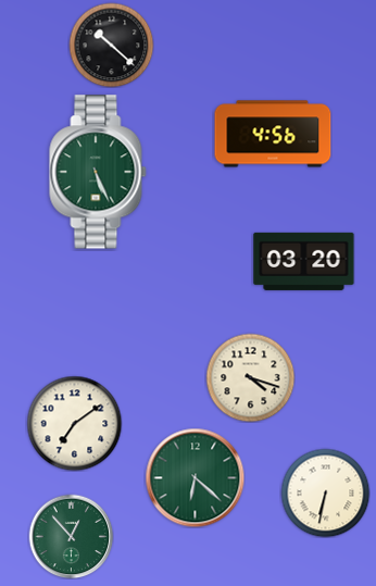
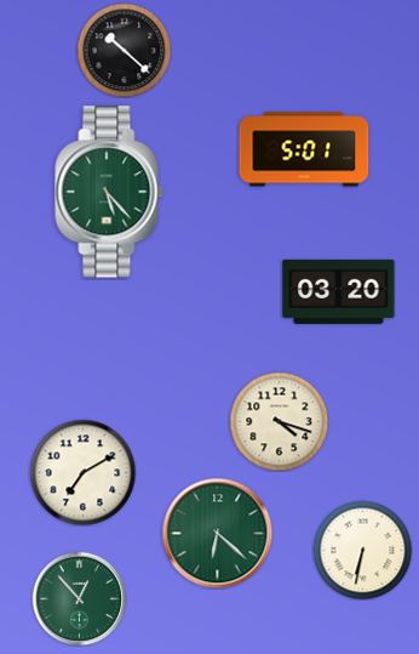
clock at (273, 134): 4:56 -> 5:01
clock at (98, 172): 5:26 -> 5:23
clock at (74, 423): 7:09 -> 7:10
